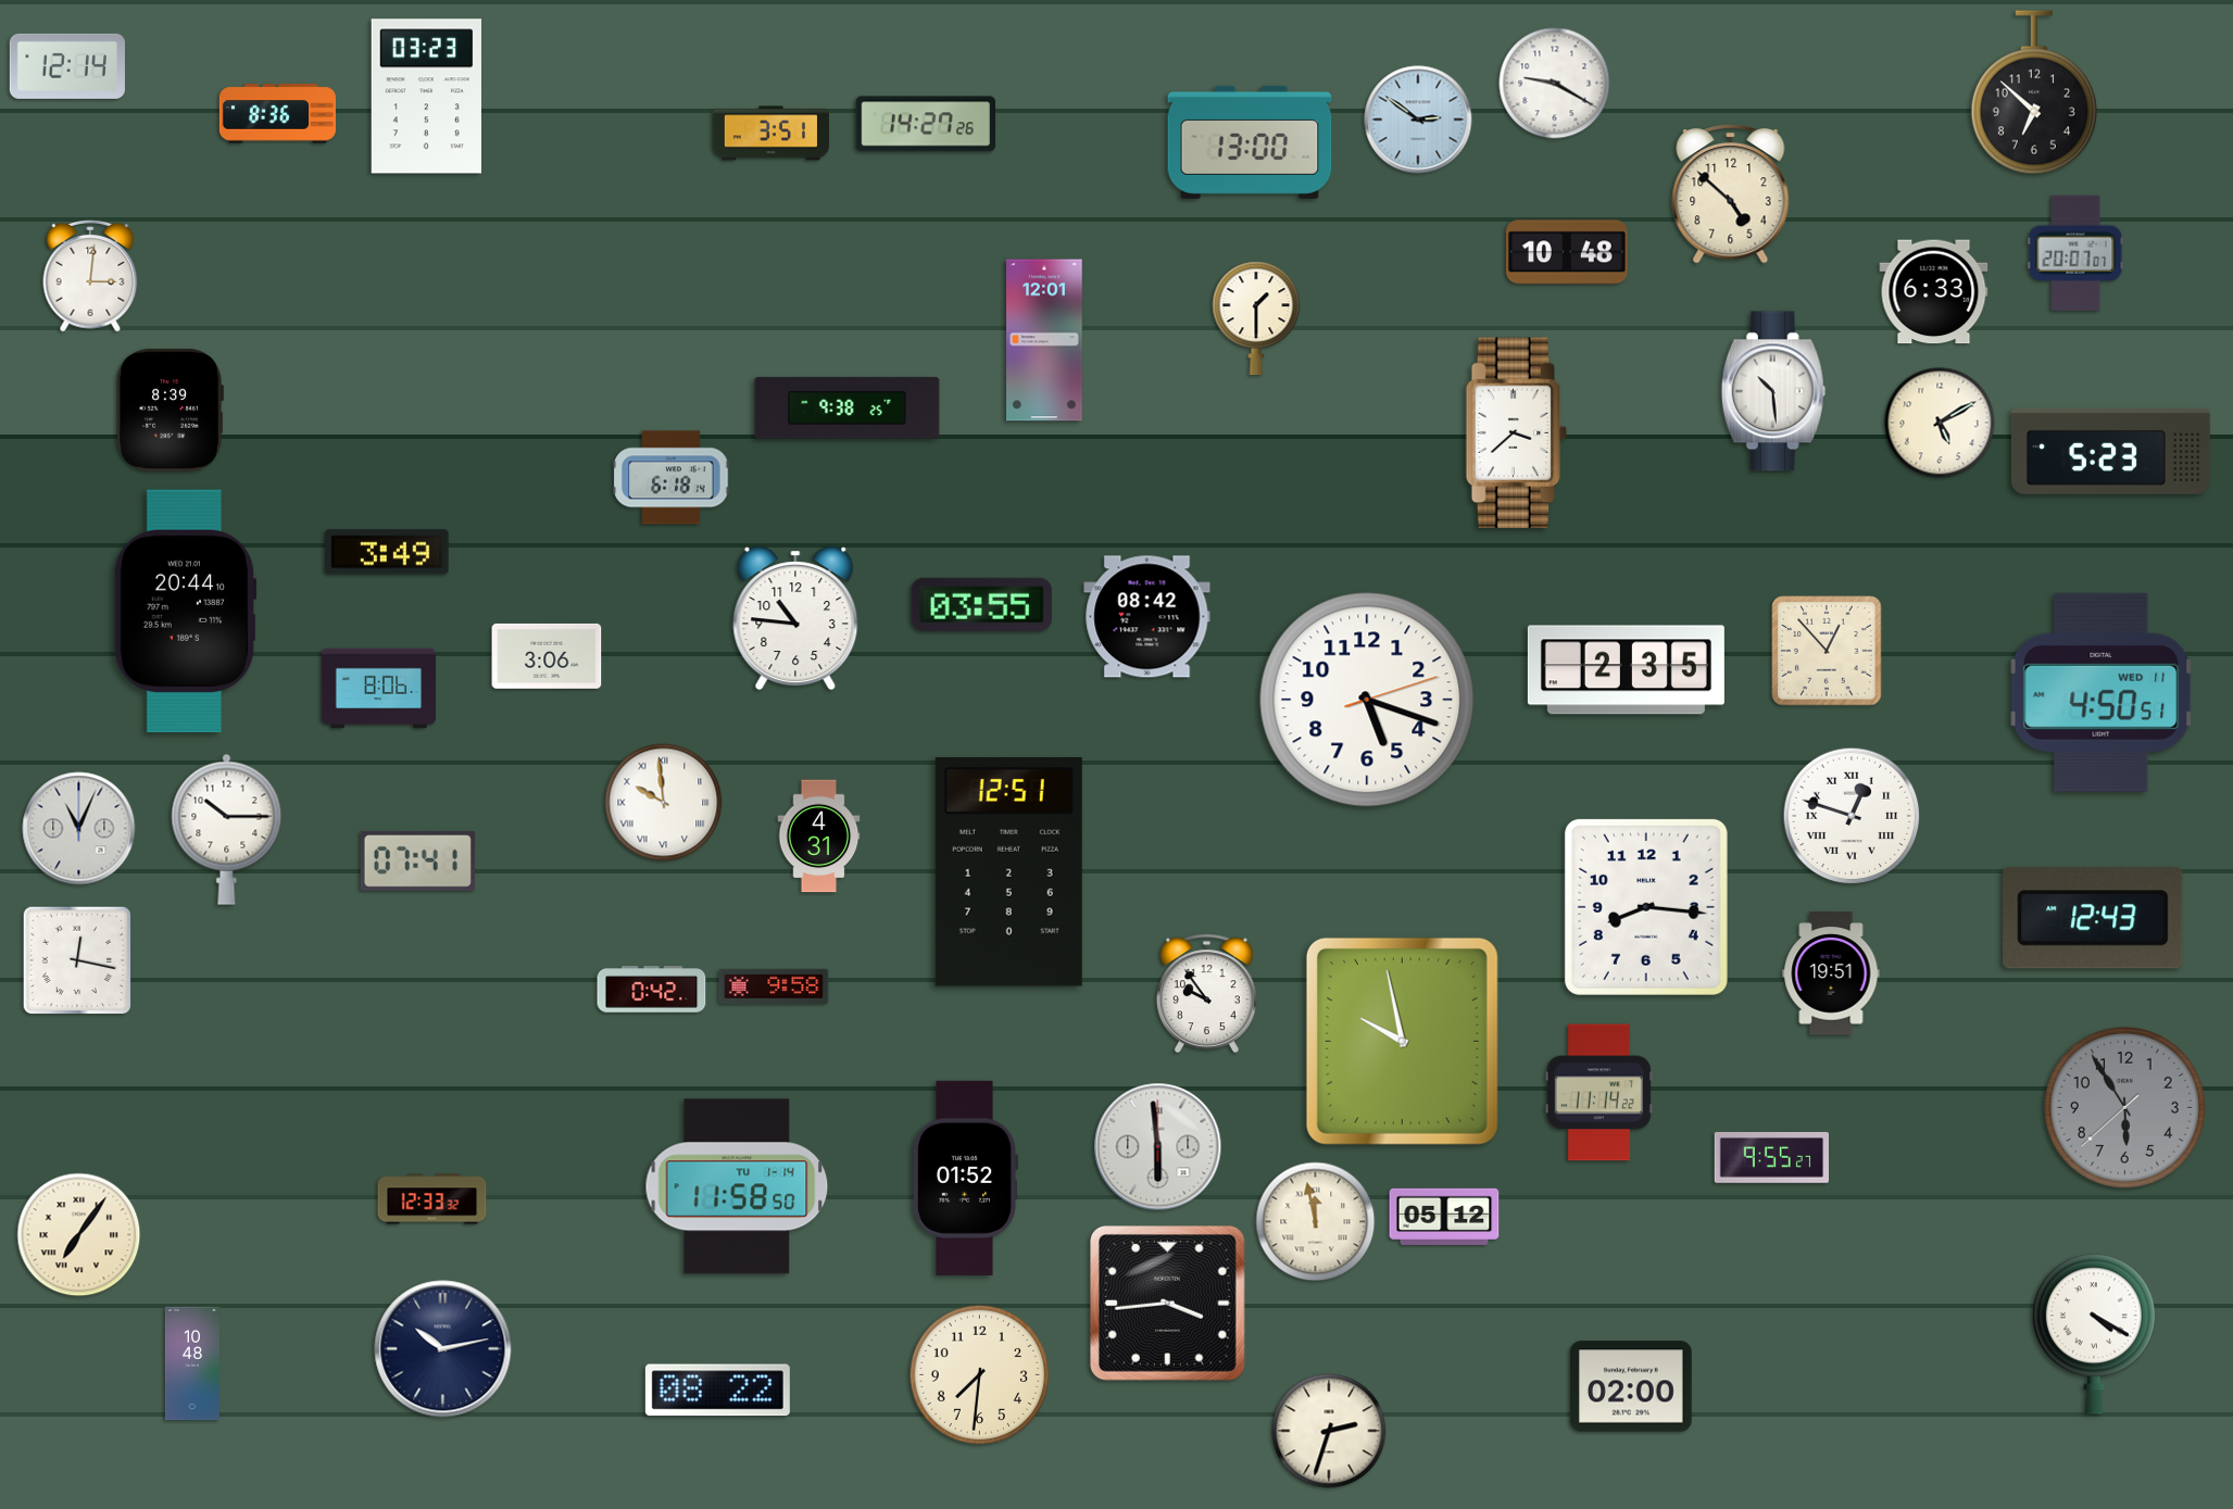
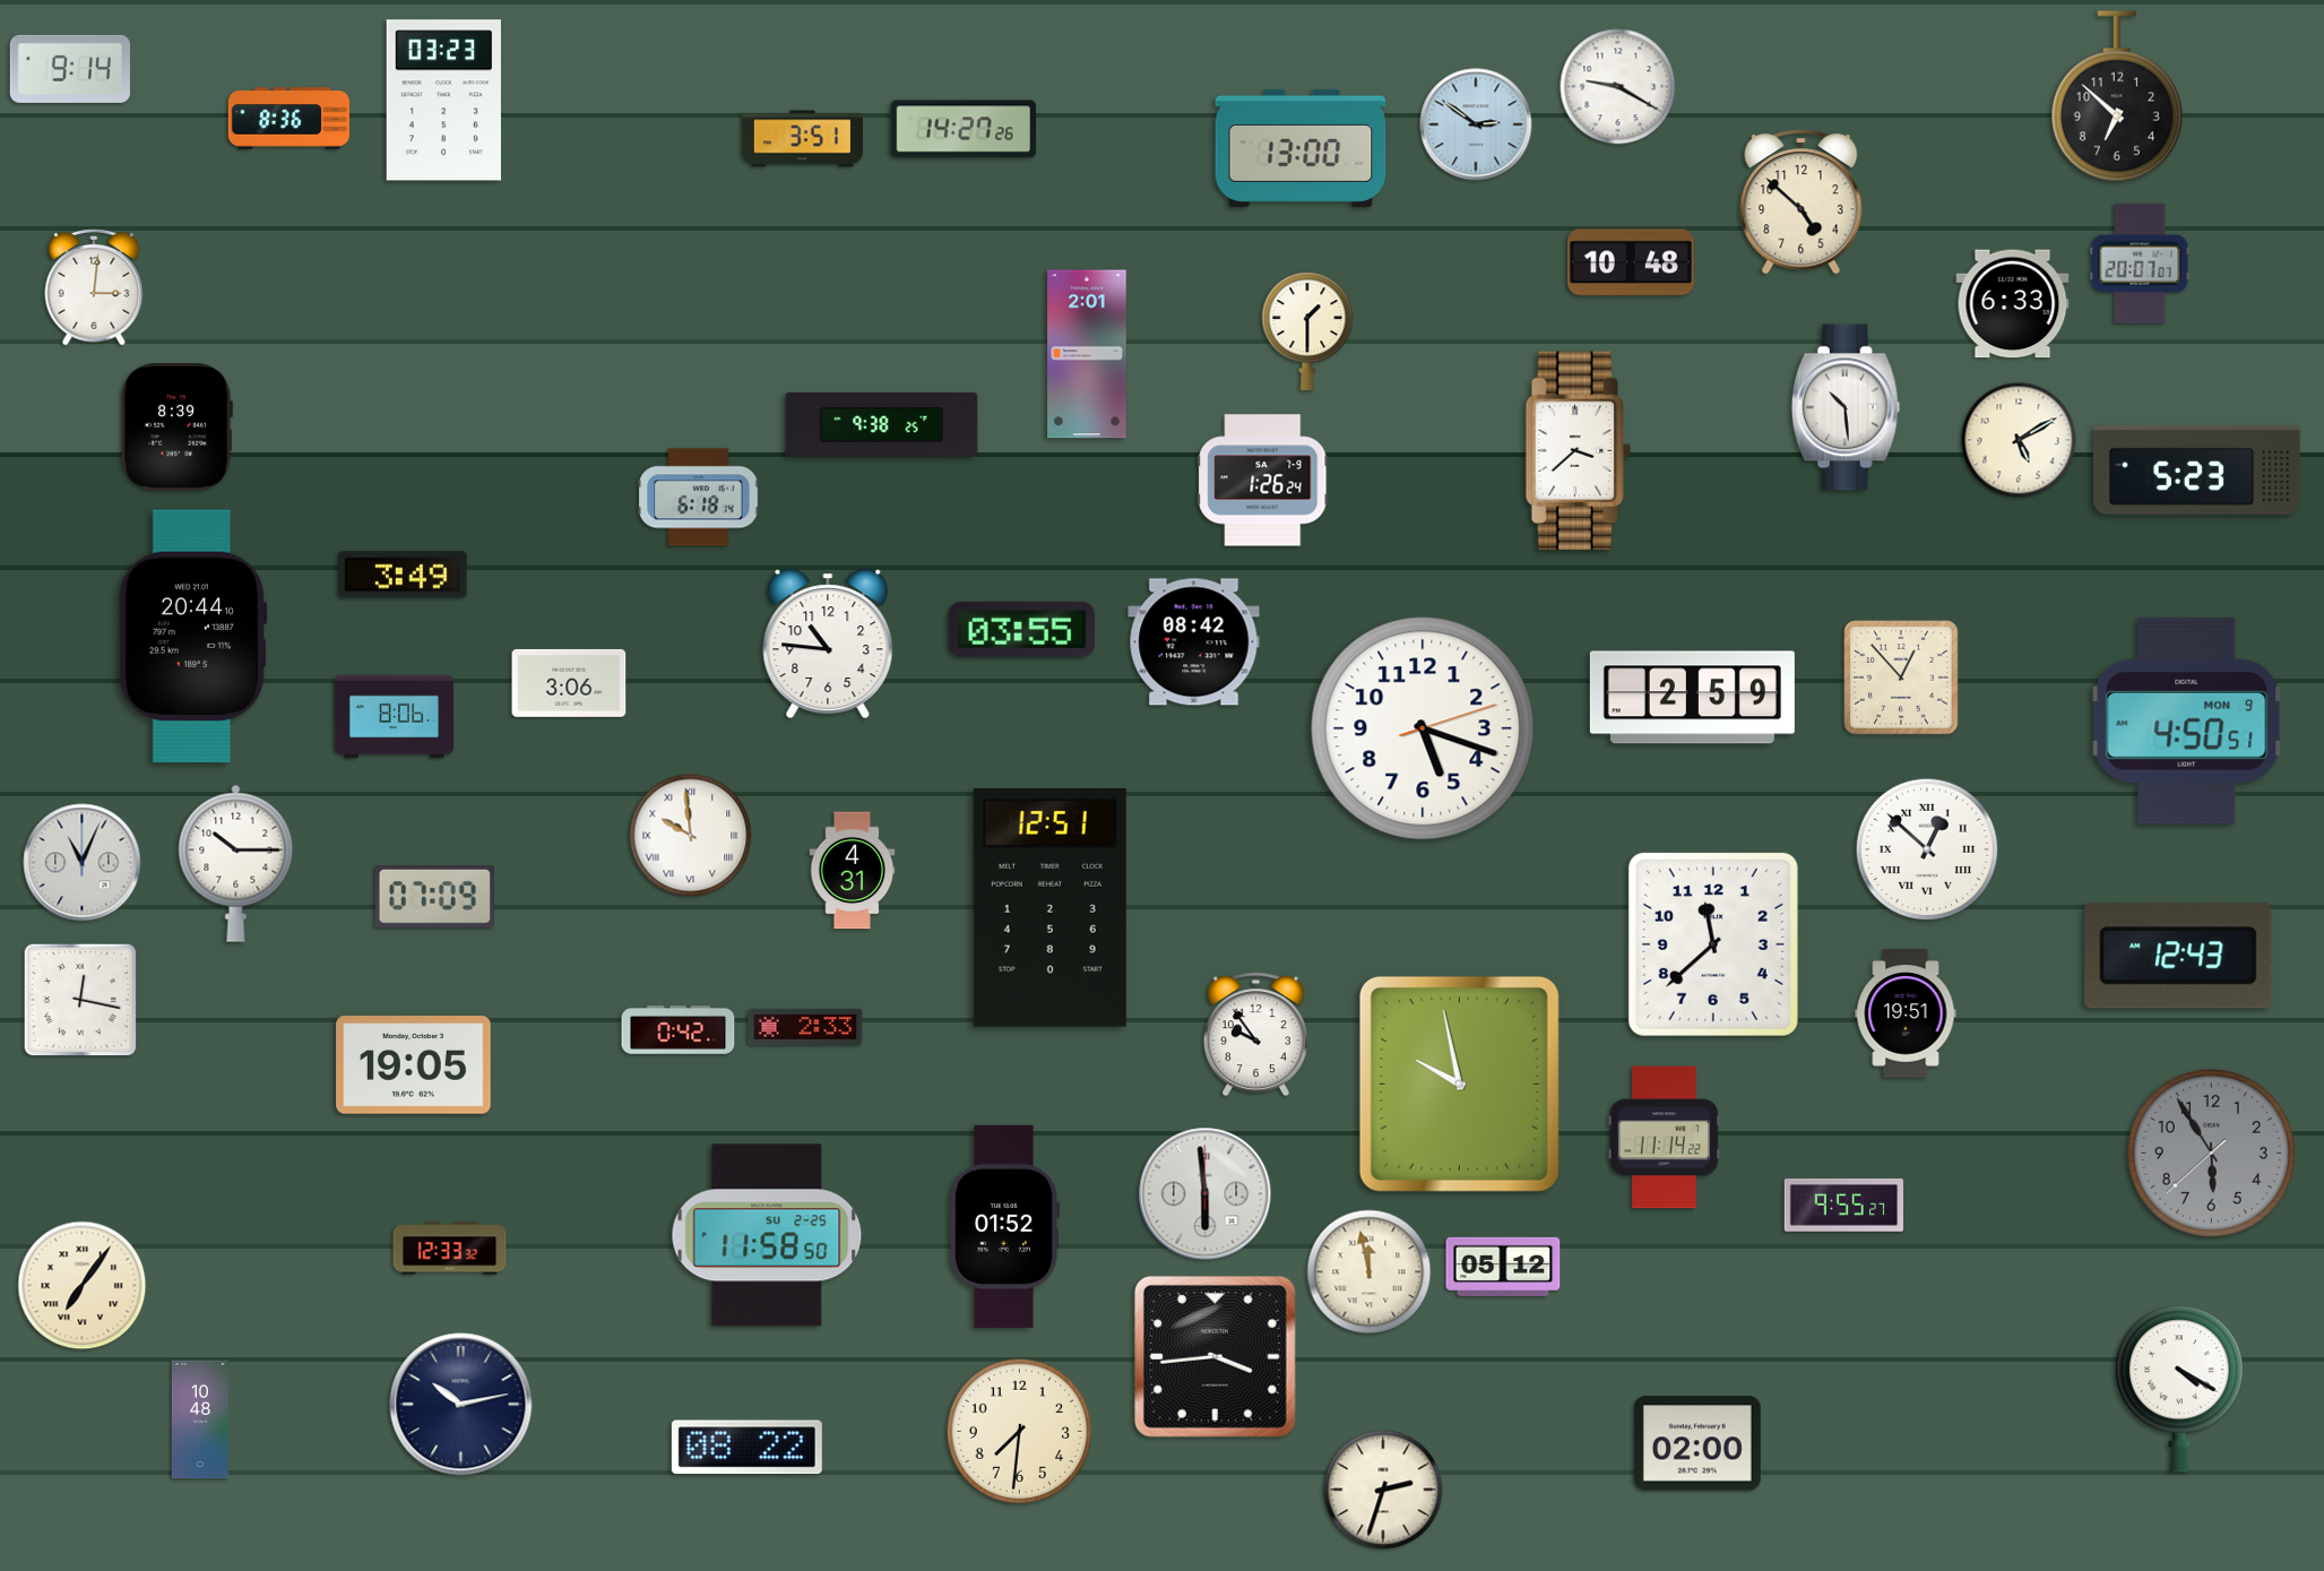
clock at (67, 66): 12:14 -> 9:14
clock at (2075, 253) position: (2075, 253) -> (2140, 264)
clock at (1044, 340): 12:01 -> 2:01
clock at (1263, 481): none -> 1:26
clock at (1626, 670): 2:35 -> 2:59
clock at (2102, 692) date: WED 11 -> MON 9
clock at (1852, 816): 12:48 -> 12:52
clock at (417, 860): 07:41 -> 07:09
clock at (1646, 907): 8:16 -> 11:38
clock at (774, 985): 9:58 -> 2:33
clock at (414, 1065): none -> 19:05
clock at (737, 1186) date: TU 1-14 -> SU 2-25
